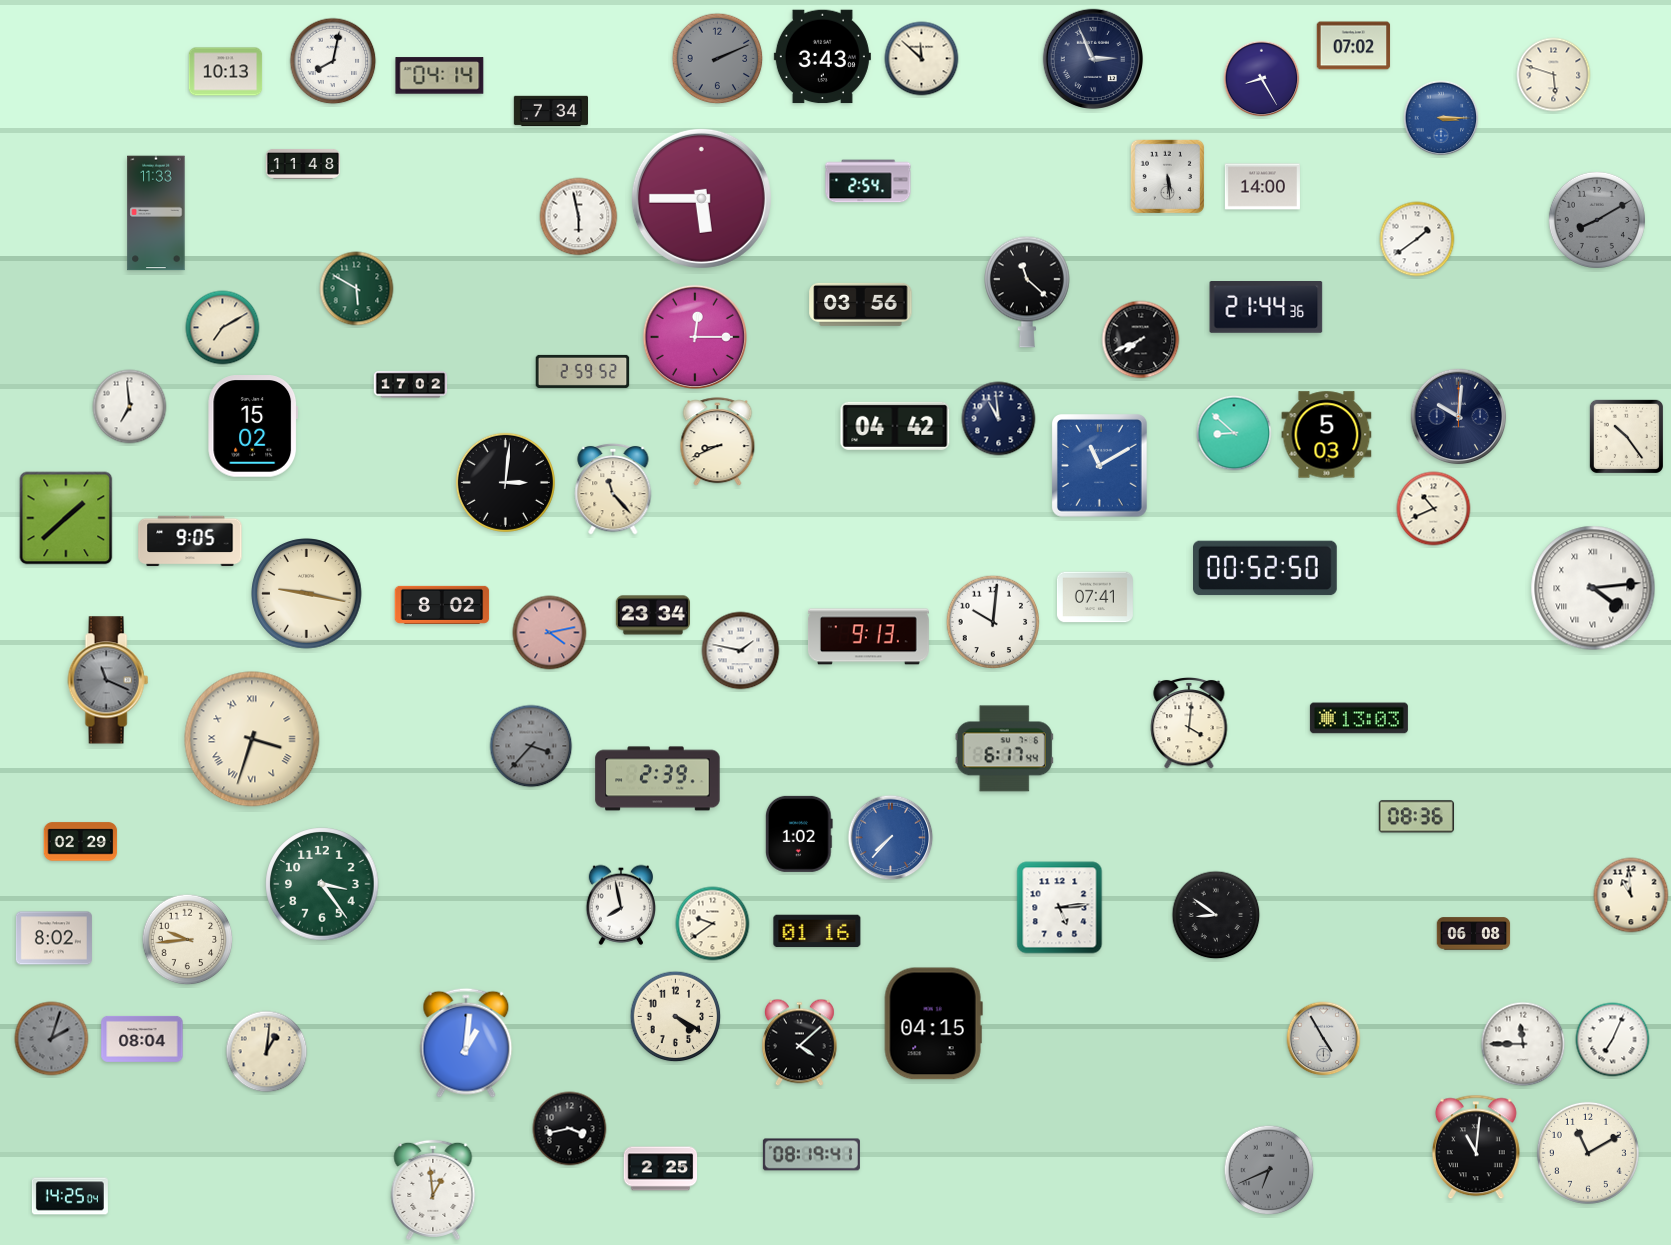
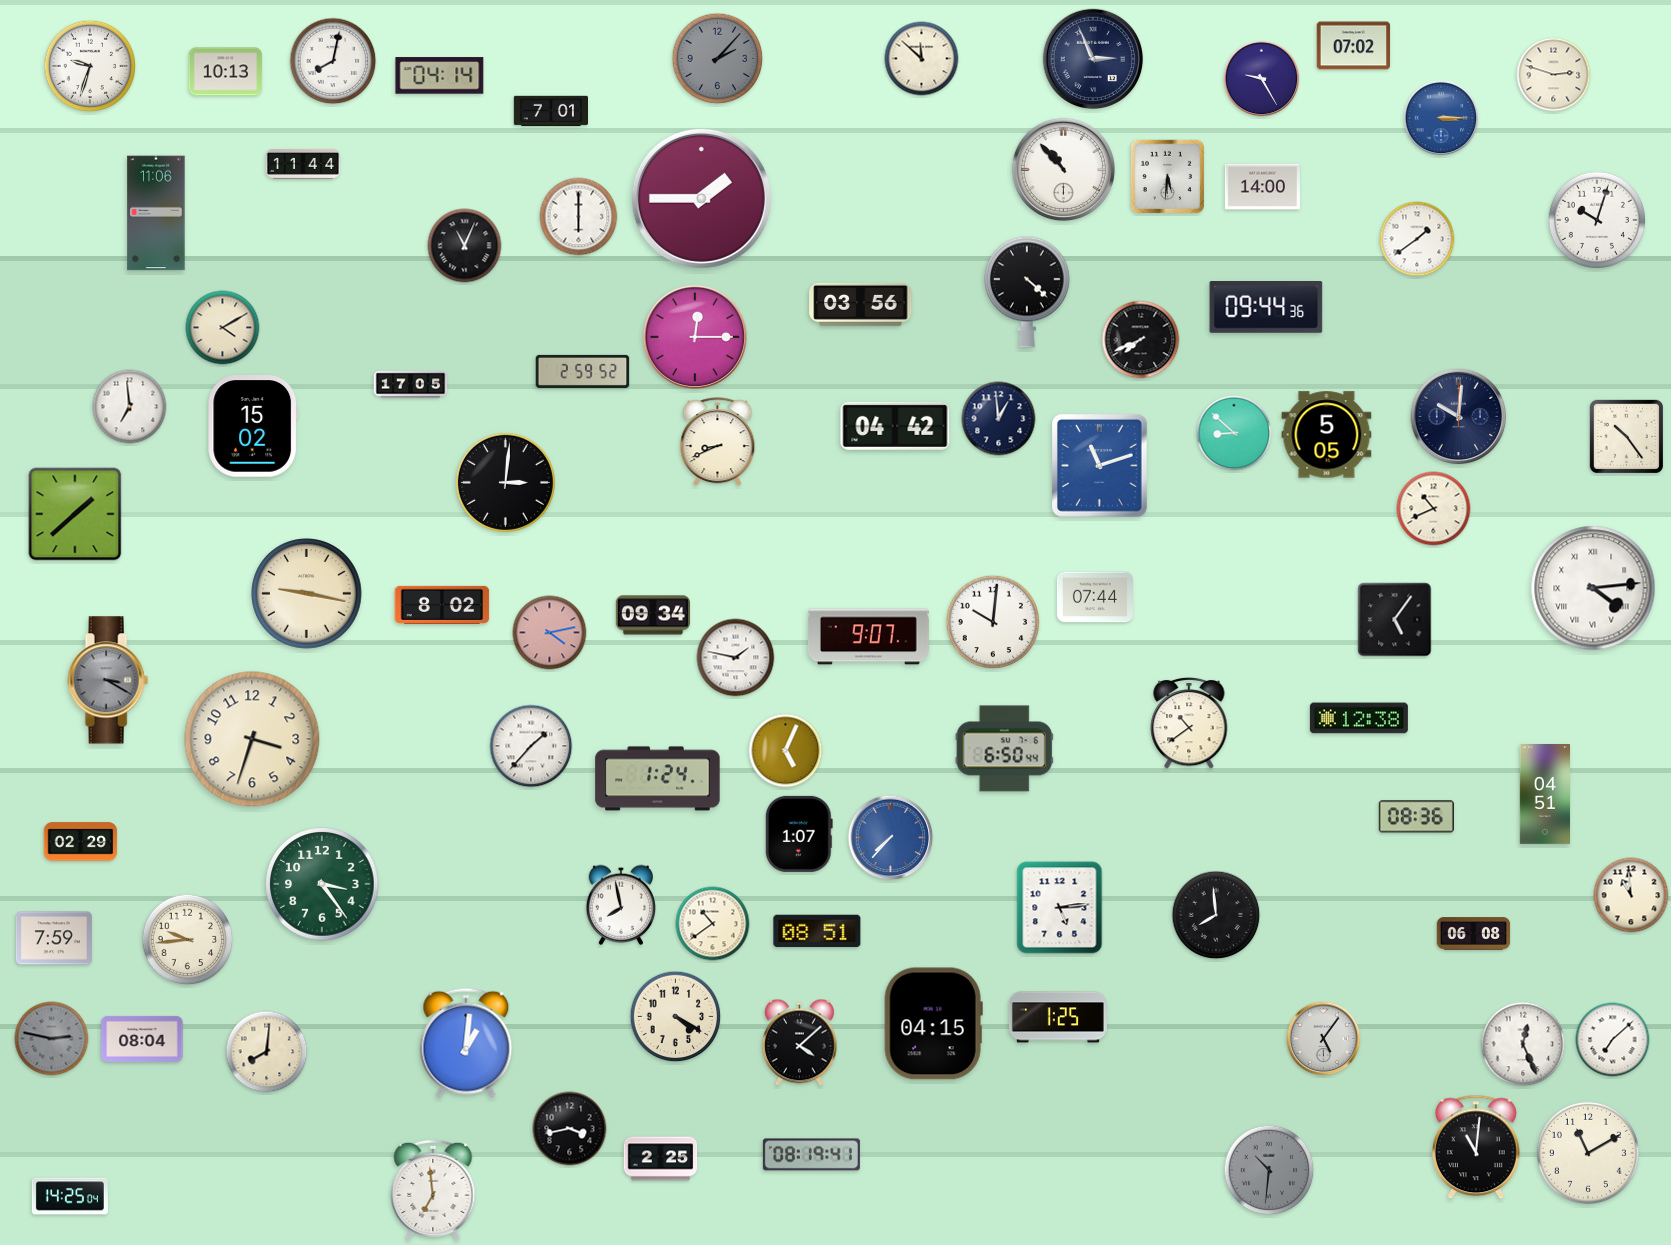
clock at (822, 57): 3:43 -> none
clock at (718, 59): 2:11 -> 2:07
clock at (90, 66): none -> 9:33
clock at (1554, 75): 5:48 -> 2:48
clock at (1262, 79): 8:25 -> 9:25
clock at (550, 111): 7:34 -> 7:01
clock at (302, 164): 11:48 -> 11:44
clock at (1063, 169): none -> 10:53
clock at (1167, 176): 5:29 -> 5:31
clock at (868, 181): 2:54 -> none
clock at (701, 198): 5:45 -> 1:45
clock at (156, 213): 11:33 -> 11:06
clock at (579, 217): 5:58 -> 6:00
clock at (1597, 220): 8:10 -> 10:03
clock at (1597, 220) dial: grey -> white
clock at (465, 246): none -> 11:04
clock at (357, 289): 5:50 -> none
clock at (1028, 292): 11:22 -> 4:22
clock at (1266, 308): 21:44 -> 09:44
clock at (223, 328): 7:10 -> 4:10
clock at (411, 385): 17:02 -> 17:05
clock at (999, 419): 10:59 -> 12:59
clock at (1327, 435): 5:03 -> 5:05
clock at (1100, 466): 11:10 -> 11:12
clock at (613, 489): 11:23 -> none
clock at (66, 518) position: (66, 518) -> (75, 514)
clock at (190, 541): 9:05 -> none
clock at (1266, 568): 00:52 -> none
clock at (1095, 597): 07:41 -> 07:44
clock at (652, 615): 23:34 -> 09:34
clock at (1395, 620): none -> 5:06
clock at (868, 637): 9:13 -> 9:07
clock at (741, 651) position: (741, 651) -> (736, 658)
clock at (108, 680): 11:19 -> 3:20
clock at (1359, 718): 13:03 -> 12:38
clock at (1189, 723): 4:01 -> 10:39
clock at (252, 739) numerals: Roman -> Arabic
clock at (531, 746): 3:37 -> 1:37
clock at (531, 746) dial: grey -> white
clock at (1004, 749): 6:17 -> 6:50
clock at (786, 751): none -> 5:04
clock at (658, 779): 2:39 -> 1:24
clock at (1544, 794): none -> 04:51
clock at (799, 834): 1:02 -> 1:07
clock at (1216, 915): 8:51 -> 7:59
clock at (713, 924): 9:39 -> 10:39
clock at (817, 931): 01:16 -> 08:51
clock at (54, 938): 8:02 -> 7:59
clock at (1058, 1017): none -> 1:25
clock at (52, 1039): 2:03 -> 2:47
clock at (1324, 1039): 4:55 -> 5:06
clock at (1613, 1040): 7:04 -> 7:08
clock at (1523, 1044): 11:45 -> 12:26
clock at (267, 1052): 1:01 -> 8:01
clock at (661, 1169) position: (661, 1169) -> (661, 1159)
clock at (1269, 1170): 6:41 -> 10:31
clock at (433, 1190): 12:59 -> 6:59
